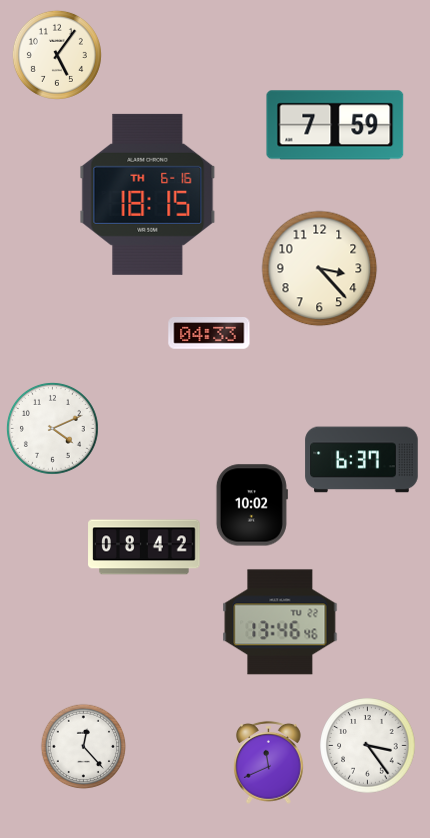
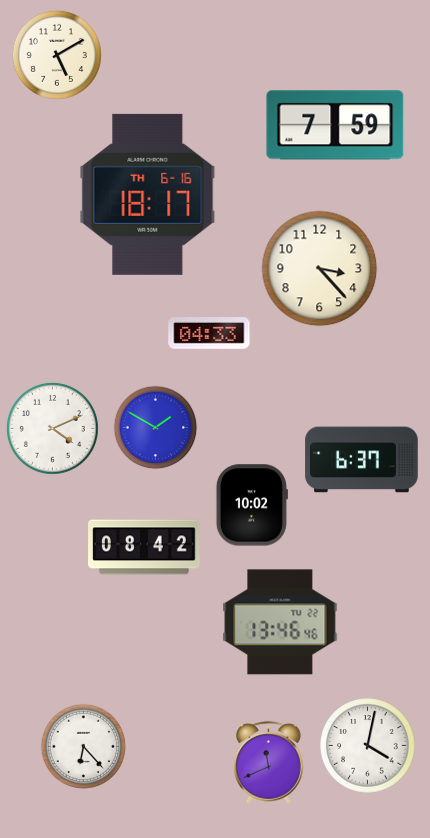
clock at (57, 55): 5:06 -> 5:10
clock at (148, 194): 18:15 -> 18:17
clock at (156, 428): none -> 1:50
clock at (368, 746): 3:24 -> 4:02
clock at (84, 747): 12:23 -> 6:23
